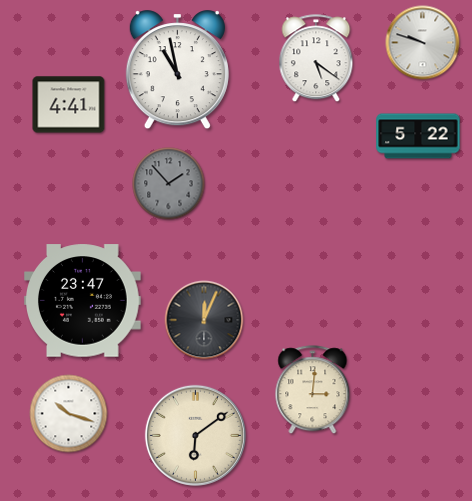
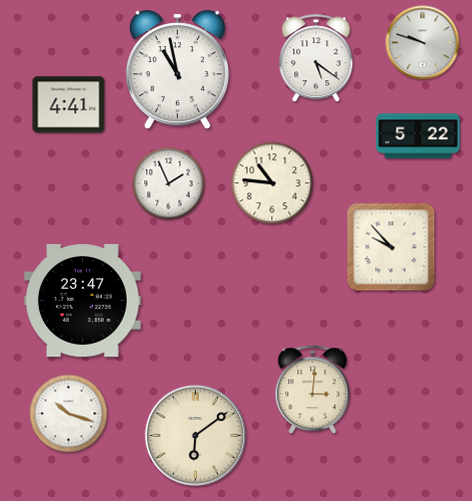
clock at (272, 183): none -> 10:46
clock at (169, 184): 1:53 -> 1:56
clock at (169, 184) dial: grey -> white
clock at (391, 247): none -> 9:53
clock at (204, 320): 12:04 -> none
